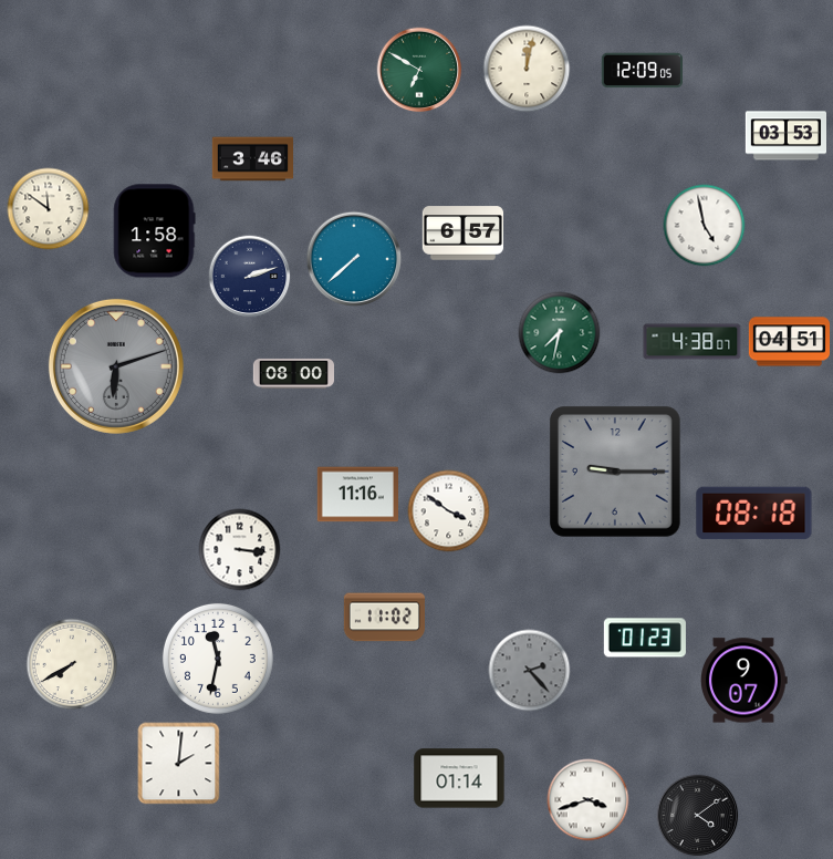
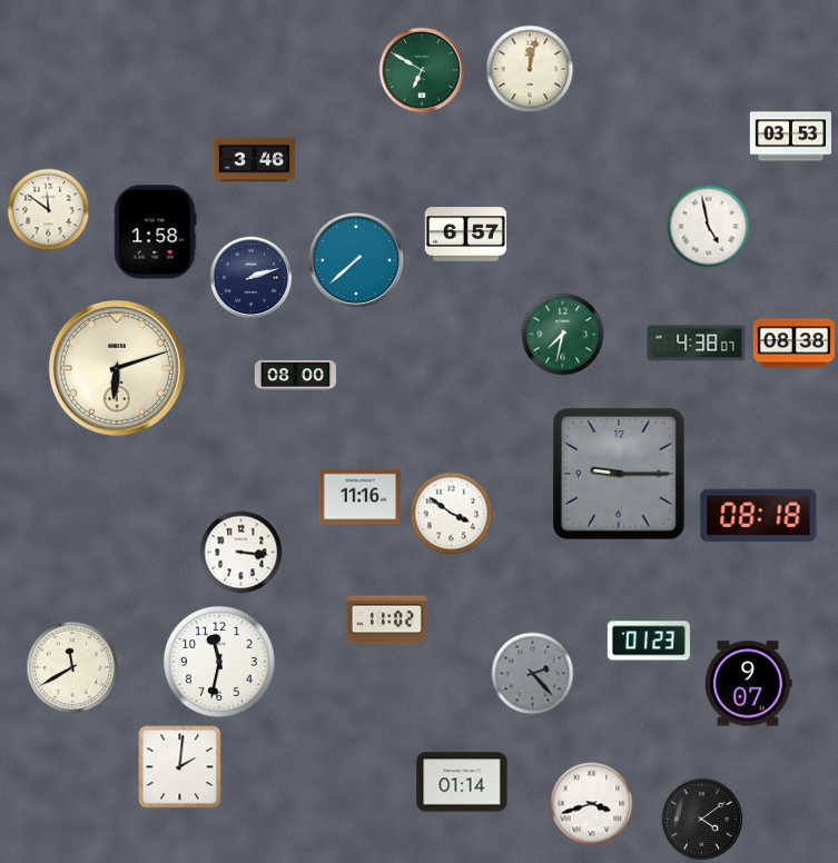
clock at (642, 71): 12:09 -> none
clock at (789, 342): 04:51 -> 08:38
clock at (116, 366) dial: grey -> cream
clock at (72, 664): 7:40 -> 11:40
